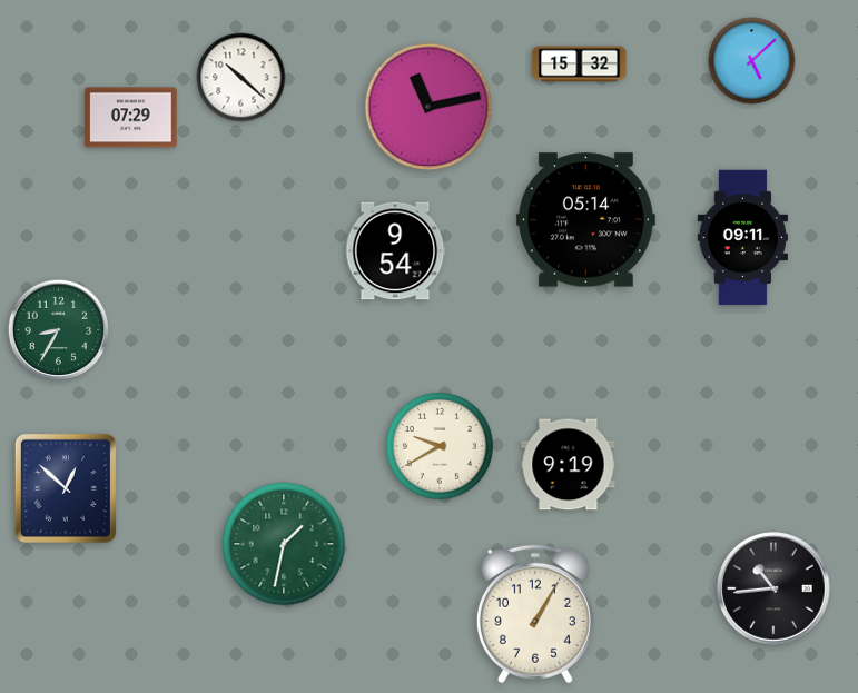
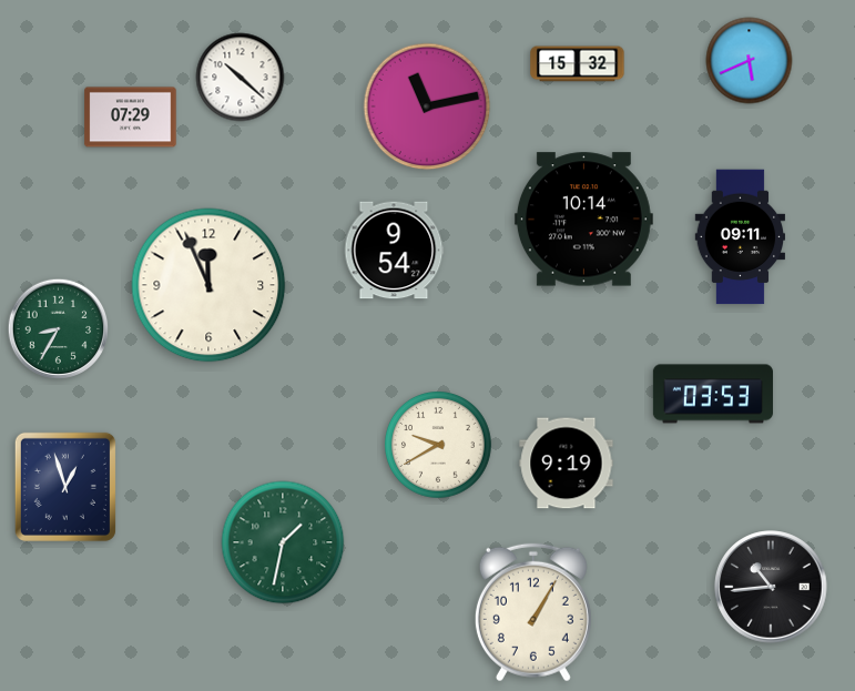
clock at (752, 61): 5:08 -> 5:41
clock at (585, 220): 05:14 -> 10:14
clock at (208, 285): none -> 11:56
clock at (713, 394): none -> 03:53
clock at (66, 488): 12:52 -> 12:57
